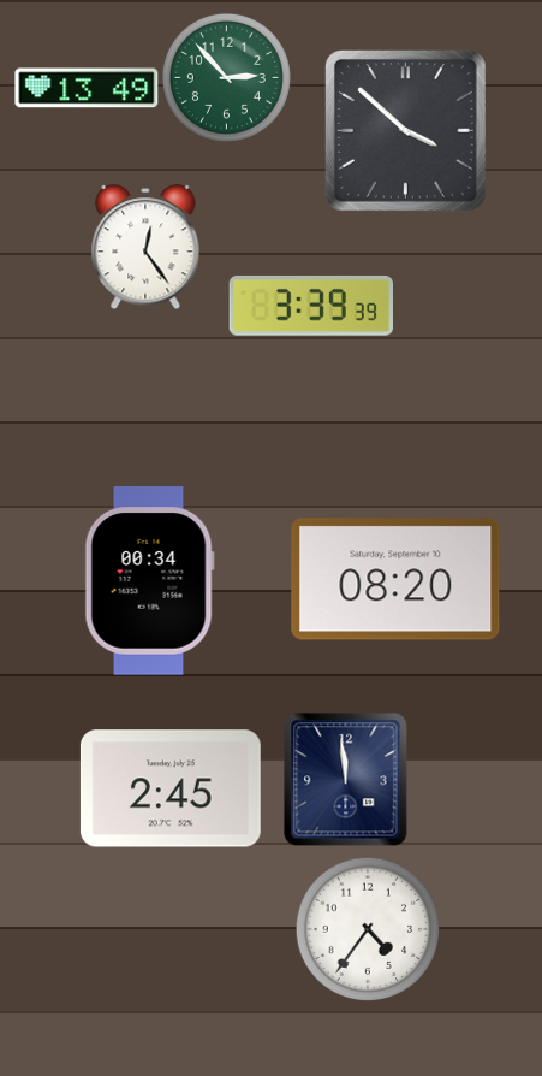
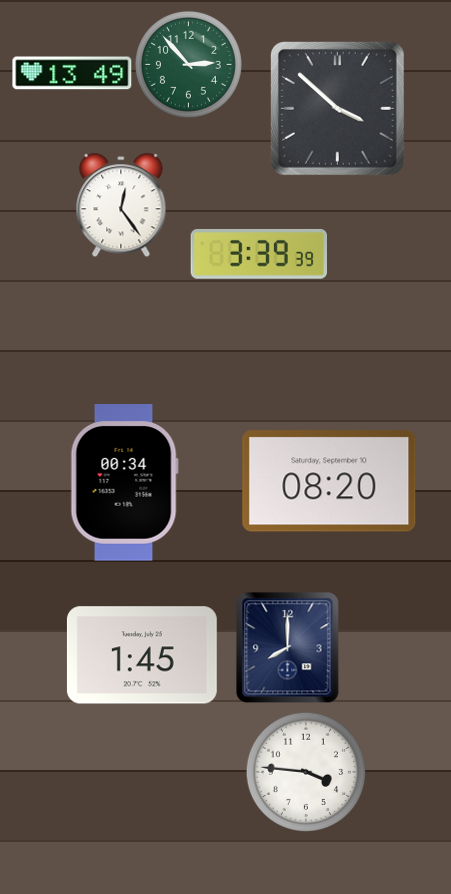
clock at (346, 780): 11:59 -> 8:00
clock at (171, 788): 2:45 -> 1:45
clock at (368, 929): 4:36 -> 3:46
